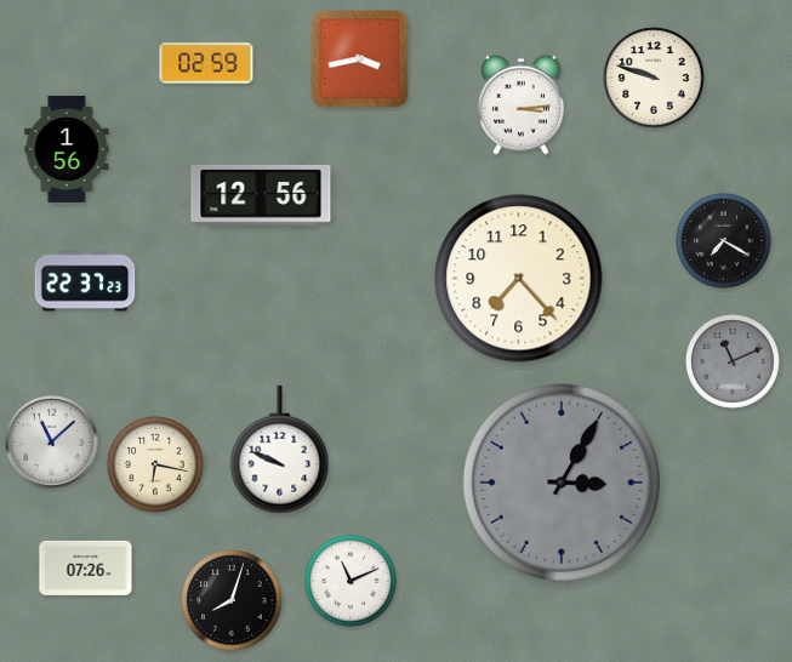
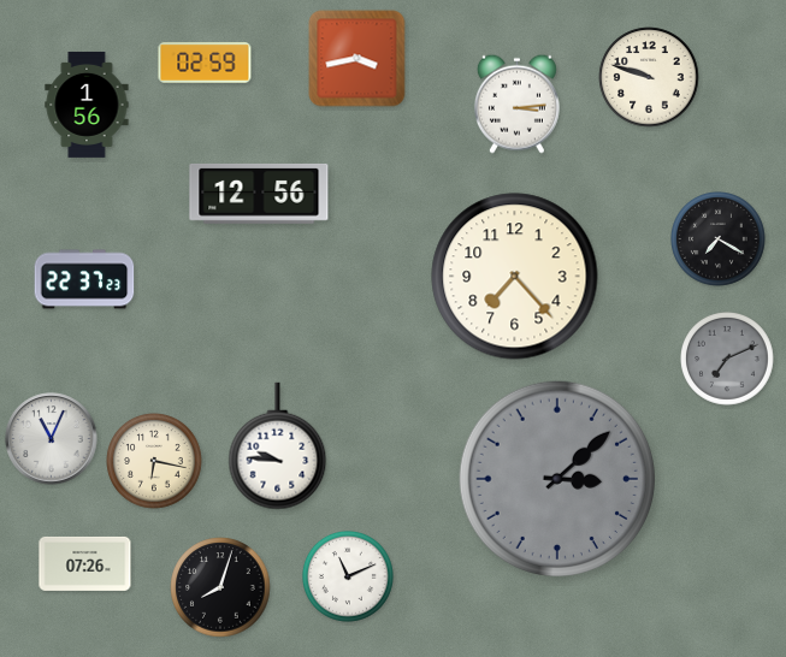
clock at (67, 149) position: (67, 149) -> (87, 105)
clock at (734, 363): 11:11 -> 7:11
clock at (52, 443): 11:08 -> 11:04
clock at (280, 450): 9:49 -> 9:46
clock at (560, 481): 3:05 -> 3:08
clock at (232, 600) position: (232, 600) -> (220, 587)
